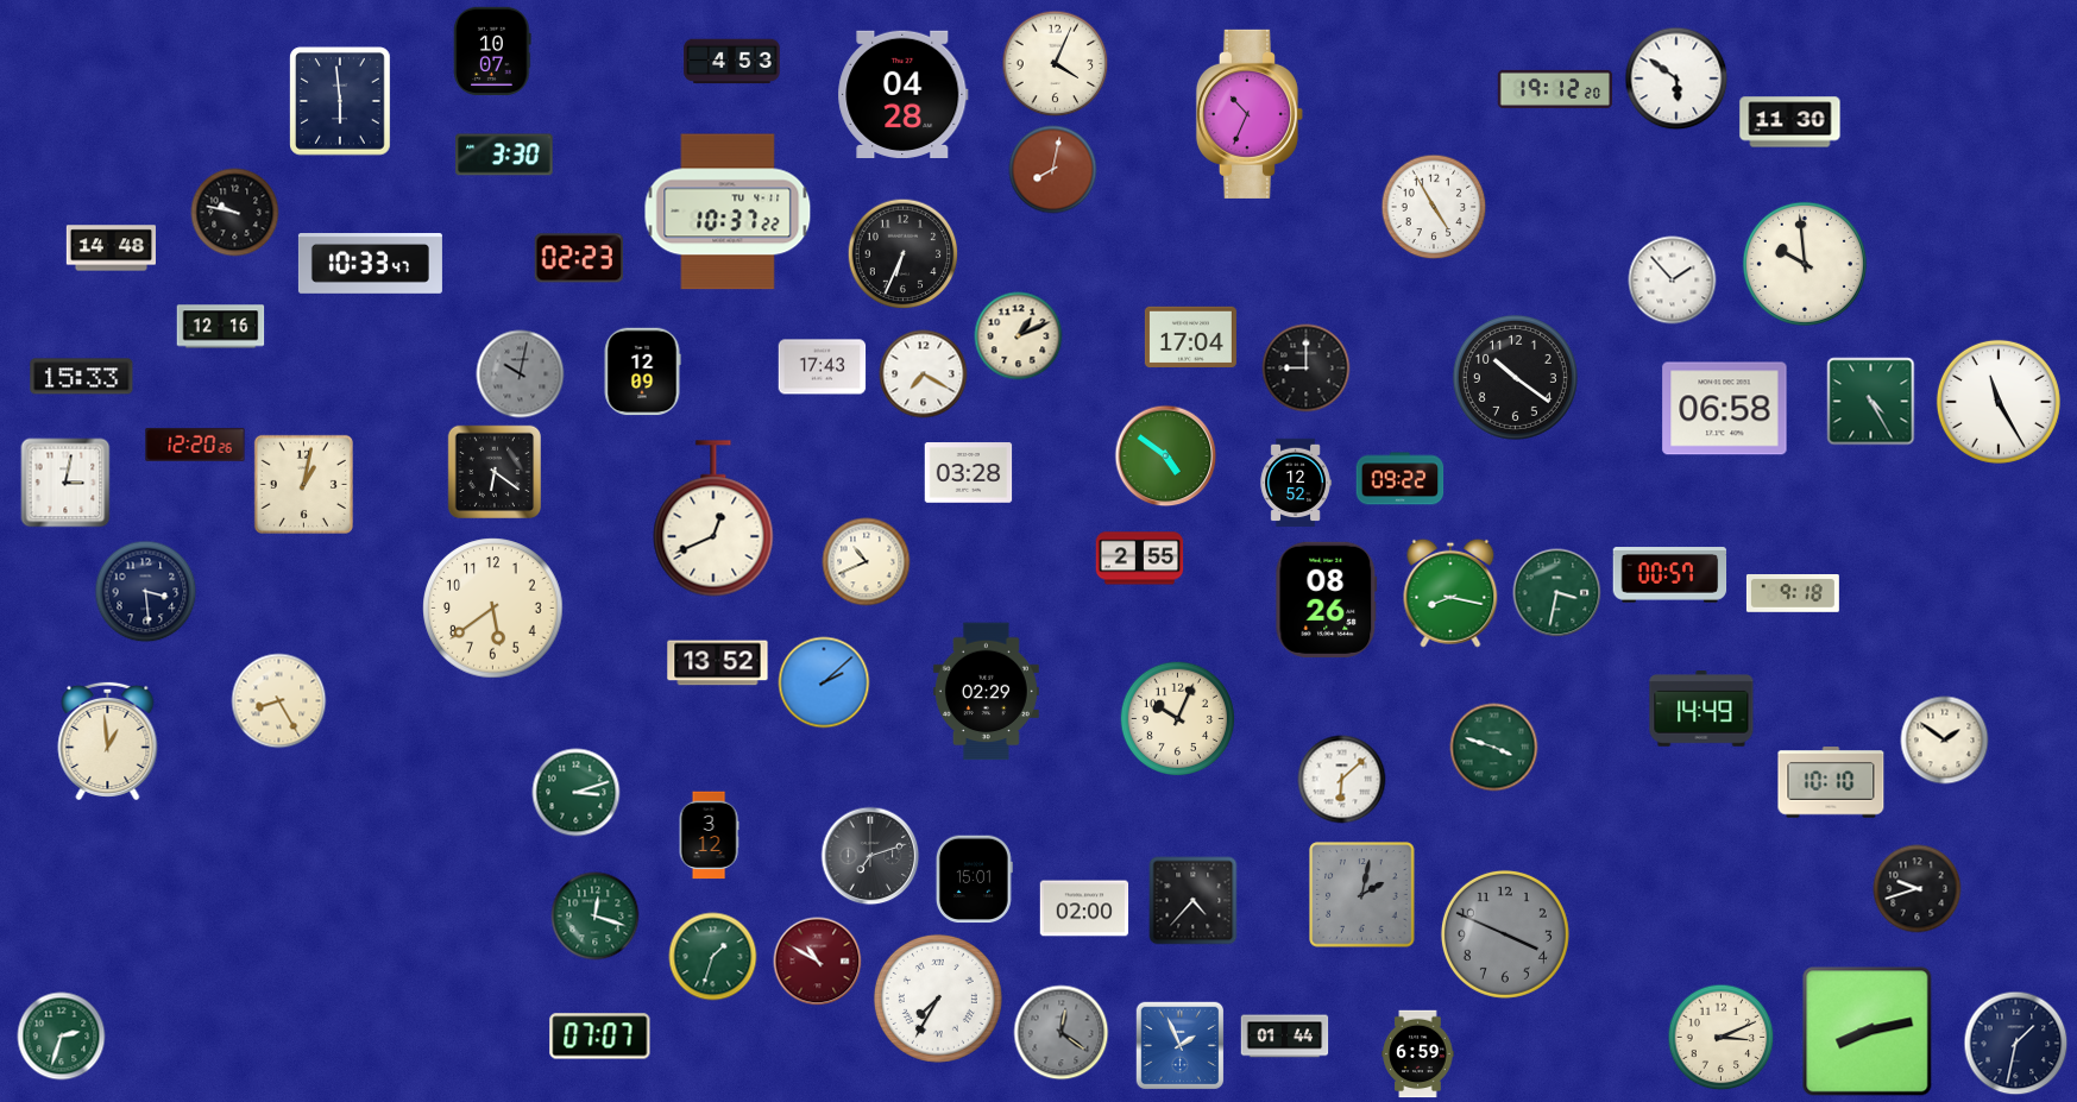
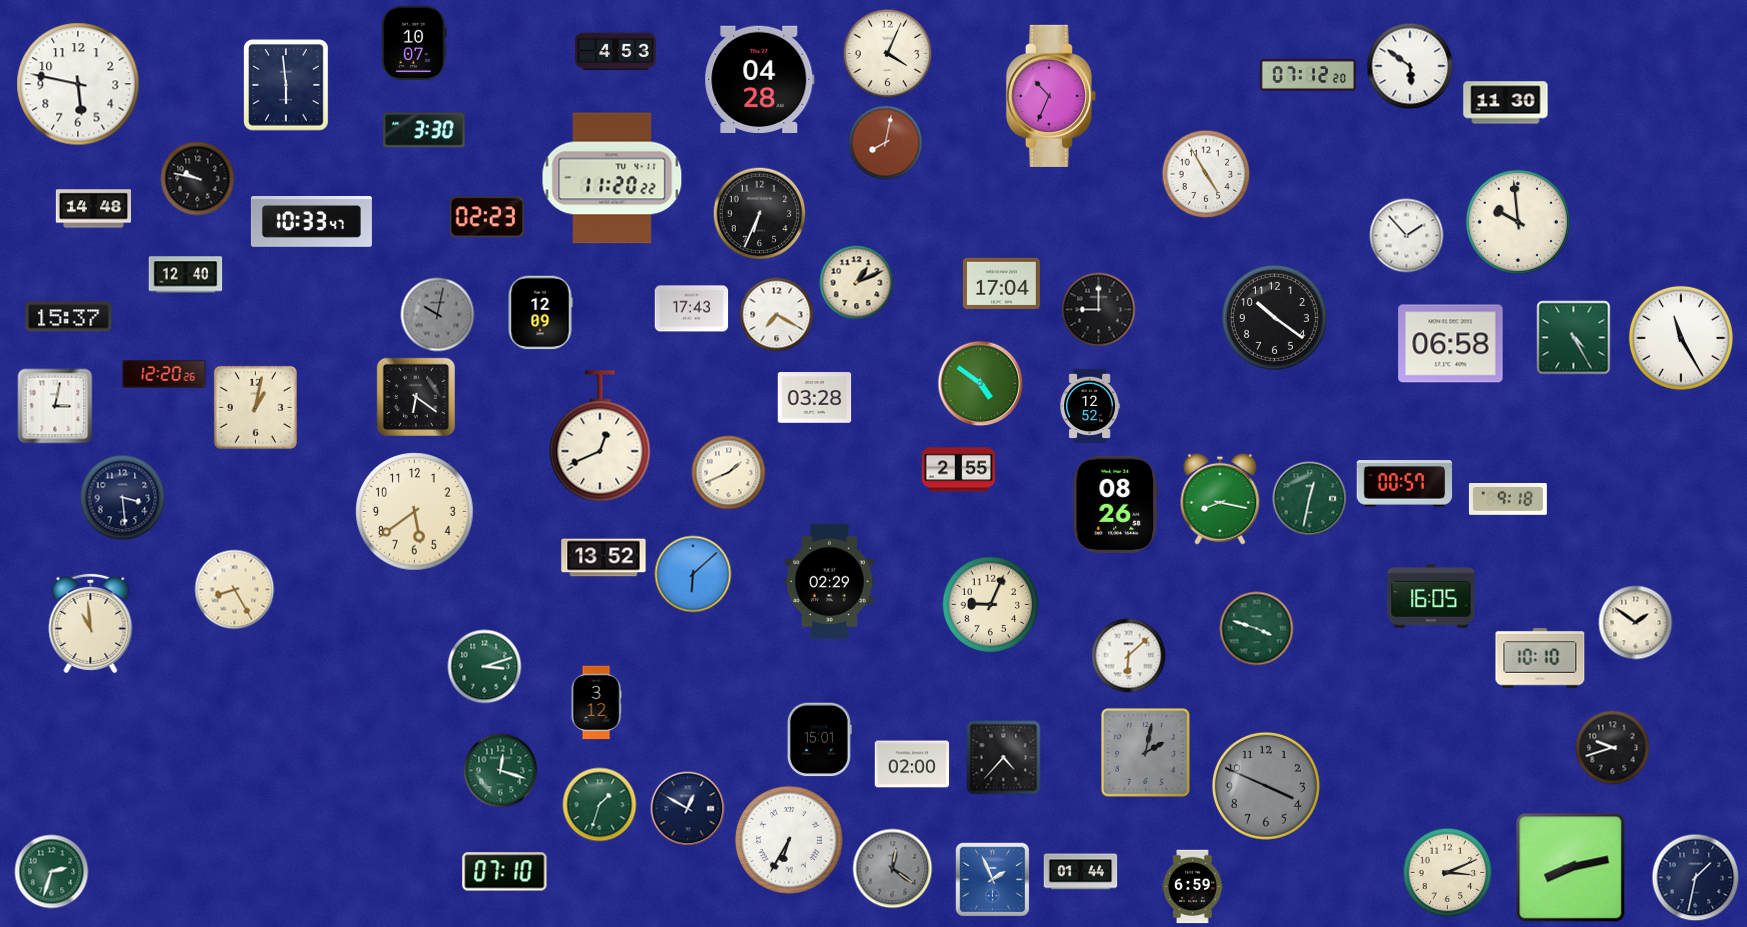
clock at (1555, 89): 19:12 -> 07:12
clock at (78, 84): none -> 5:47
clock at (728, 212): 10:37 -> 11:20
clock at (221, 327): 12:16 -> 12:40
clock at (82, 377): 15:33 -> 15:37
clock at (1401, 479): 09:22 -> none
clock at (867, 562): 10:41 -> 1:41
clock at (1557, 593): 3:32 -> 12:32
clock at (824, 682): 2:08 -> 6:08
clock at (1701, 710): 14:49 -> 16:05
clock at (1178, 719): 10:04 -> 9:04
clock at (108, 741): 12:59 -> 10:59
clock at (870, 856): 7:12 -> none
clock at (818, 962): 10:50 -> 12:50
clock at (818, 962) dial: burgundy -> navy
clock at (938, 999): 7:35 -> 6:35
clock at (600, 1037): 07:07 -> 07:10
